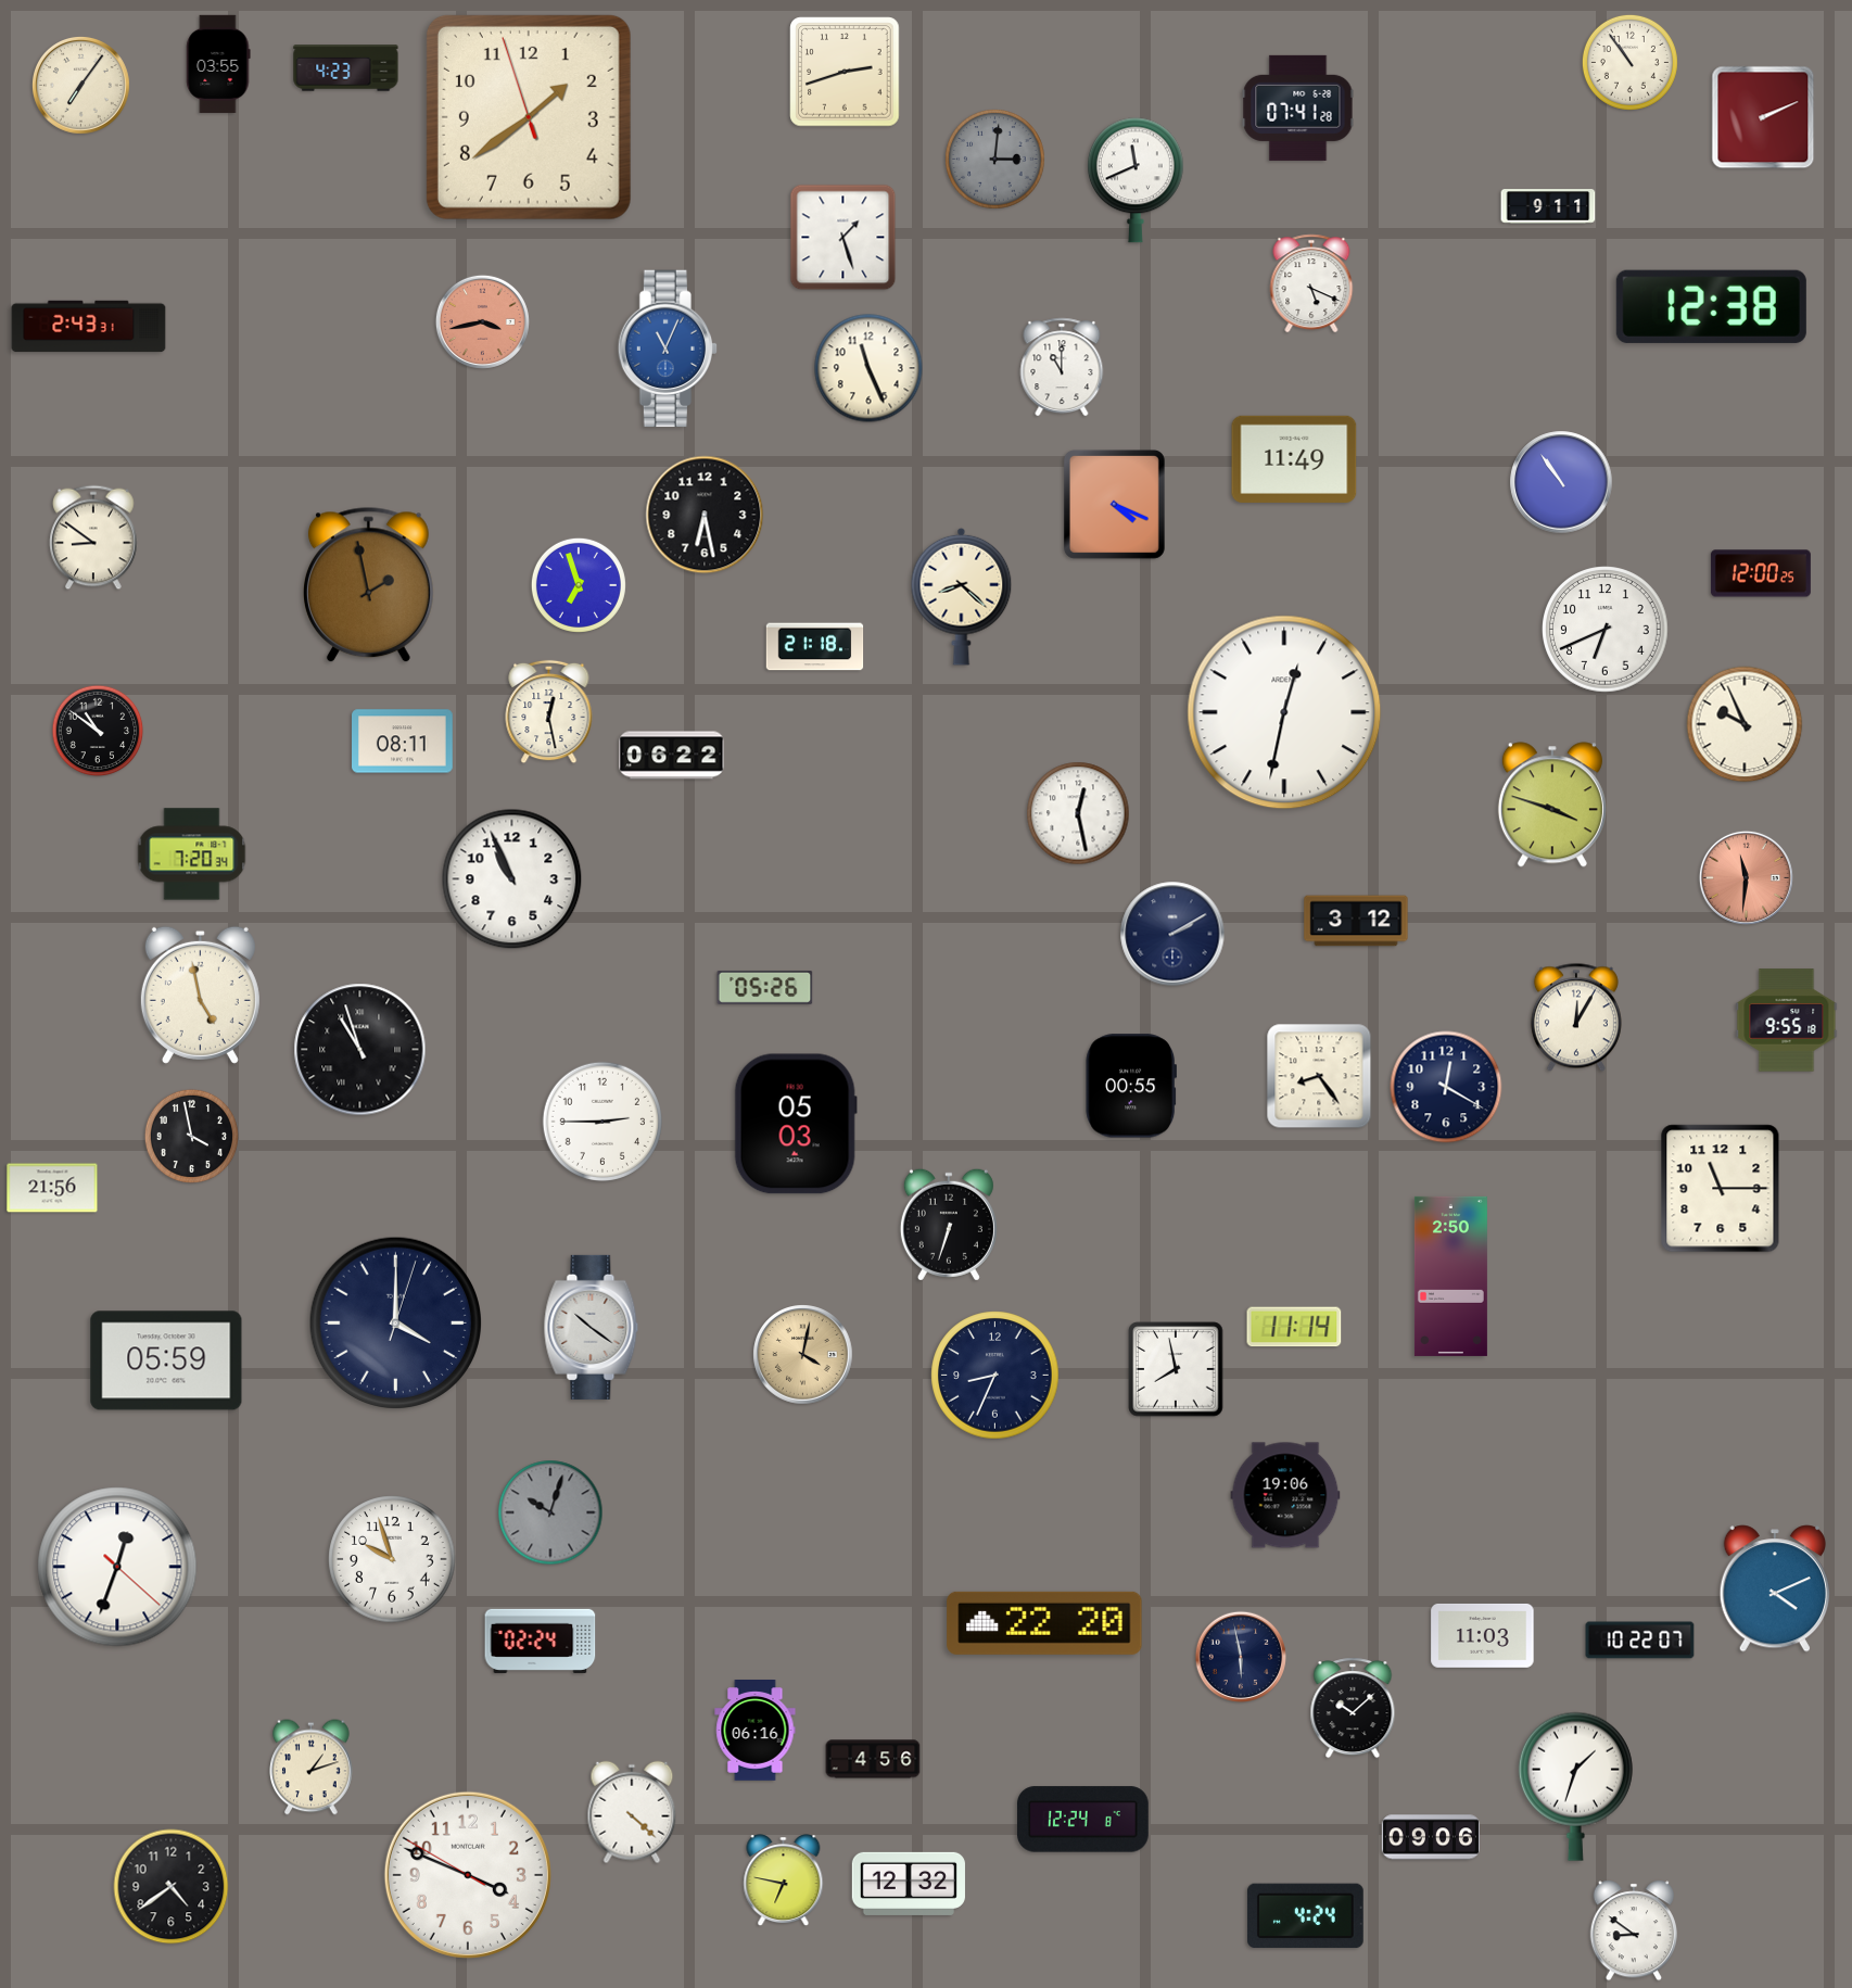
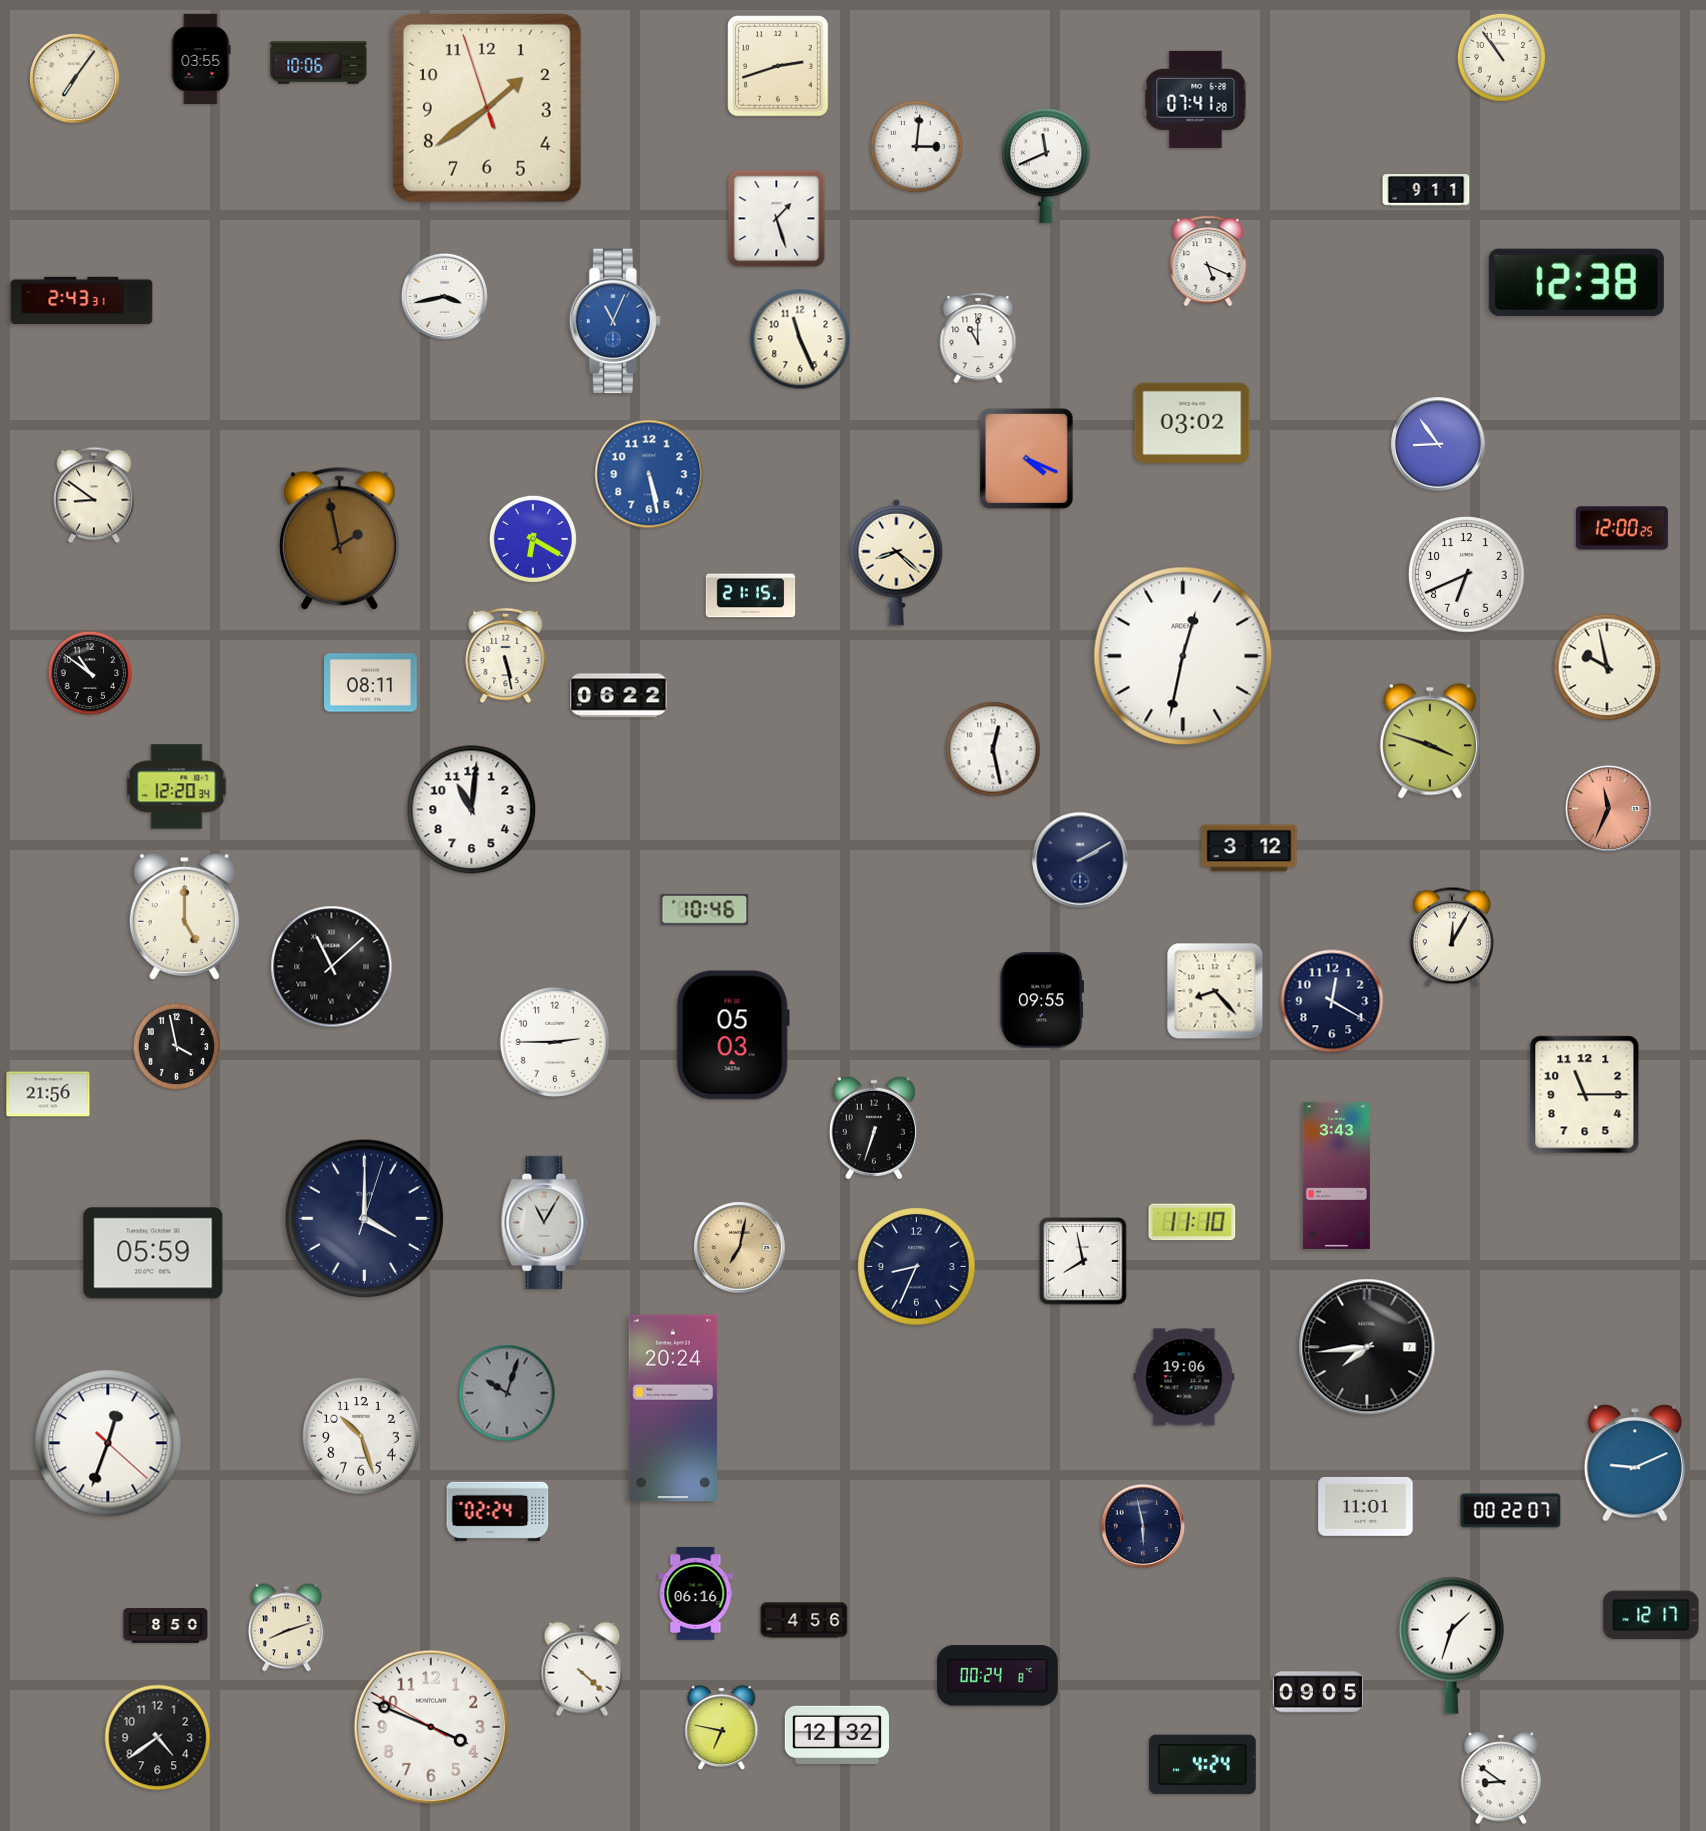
clock at (346, 68): 4:23 -> 10:06
clock at (1763, 117): 2:11 -> none
clock at (995, 160) dial: grey -> white
clock at (482, 321) dial: salmon -> white
clock at (1294, 459): 11:49 -> 03:02
clock at (1561, 482): 10:54 -> 8:54
clock at (1114, 504) position: (1114, 504) -> (1026, 458)
clock at (705, 515): 6:28 -> 5:28
clock at (705, 515) dial: black -> blue
clock at (93, 537) position: (93, 537) -> (94, 495)
clock at (579, 585): 6:57 -> 6:20
clock at (962, 596) position: (962, 596) -> (897, 562)
clock at (1606, 630) position: (1606, 630) -> (1467, 575)
clock at (815, 647): 21:18 -> 21:15
clock at (549, 712): 12:28 -> 5:28
clock at (1745, 724): 9:56 -> 9:58
clock at (192, 854): 7:20 -> 12:20
clock at (1746, 877): 11:31 -> 11:34
clock at (512, 879): 10:56 -> 11:01
clock at (765, 987): 05:26 -> 10:46
clock at (200, 995): 4:58 -> 5:00
clock at (1787, 1021): 9:55 -> none
clock at (360, 1050): 10:57 -> 11:08
clock at (1319, 1076): 8:24 -> 8:23
clock at (1130, 1086): 00:55 -> 09:55
clock at (601, 1120) position: (601, 1120) -> (554, 1041)
clock at (1450, 1276): 2:50 -> 3:43
clock at (592, 1327): 10:21 -> 11:05
clock at (1294, 1327): 11:14 -> 11:10
clock at (803, 1355): 4:02 -> 7:02
clock at (1367, 1347): none -> 7:44
clock at (673, 1408): none -> 20:24
clock at (392, 1559): 9:57 -> 10:27
clock at (1774, 1588): 4:11 -> 9:11
clock at (1044, 1623): 22:20 -> none
clock at (1483, 1635): 11:03 -> 11:01
clock at (1640, 1641): 10:22 -> 00:22
clock at (1353, 1708): 10:08 -> none
clock at (1651, 1615): none -> 12:17
clock at (166, 1626): none -> 8:50
clock at (312, 1768): 1:12 -> 8:12
clock at (1082, 1820): 12:24 -> 00:24
clock at (1430, 1837): 09:06 -> 09:05
clock at (784, 1881) position: (784, 1881) -> (722, 1728)
clock at (1633, 1930) position: (1633, 1930) -> (1500, 1778)
